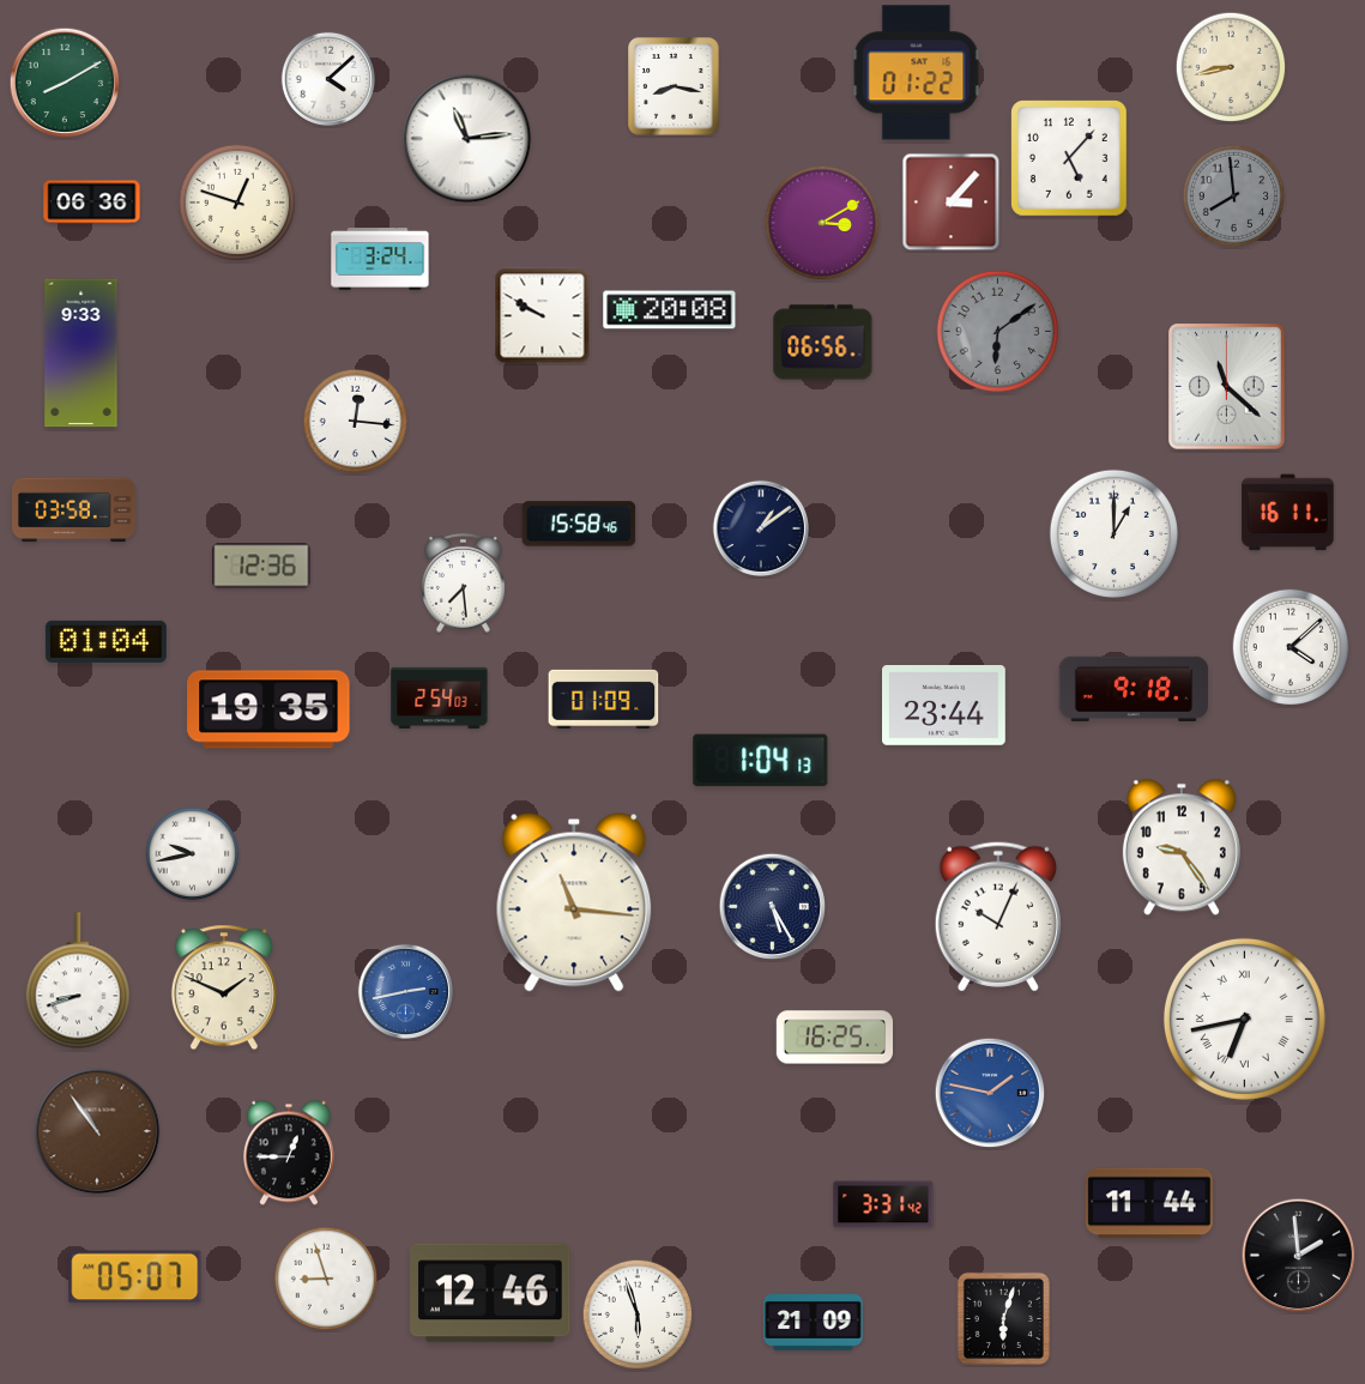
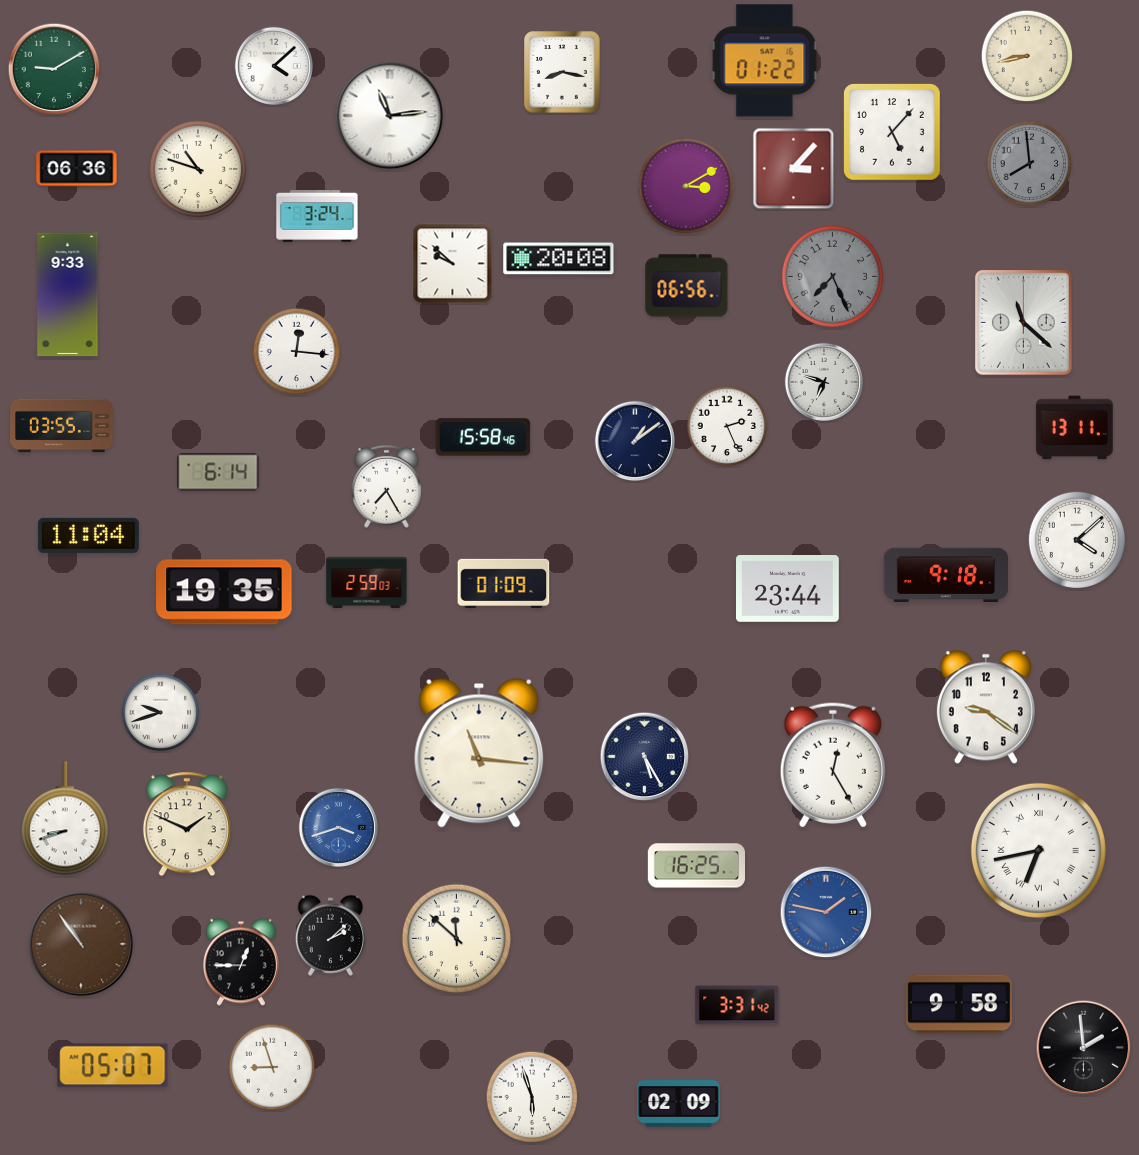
clock at (65, 83): 8:10 -> 9:10
clock at (237, 203): 12:48 -> 10:48
clock at (543, 316): 9:50 -> 9:52
clock at (997, 331): 6:09 -> 7:26
clock at (824, 382): none -> 6:48
clock at (74, 510): 03:58 -> 03:55
clock at (727, 426): none -> 2:26
clock at (1288, 513): 16:11 -> 13:11
clock at (1113, 533): 1:00 -> none
clock at (261, 566): 12:36 -> 6:14
clock at (464, 582): 7:29 -> 7:25
clock at (105, 641): 01:04 -> 11:04
clock at (440, 697): 2:54 -> 2:59
clock at (761, 761): 1:04 -> none
clock at (1182, 847): 9:24 -> 9:21
clock at (193, 854): 9:43 -> 9:42
clock at (998, 917): 10:04 -> 12:25
clock at (405, 991): 2:43 -> 3:42
clock at (330, 935): none -> 2:08
clock at (456, 938): none -> 11:52
clock at (1149, 1203): 11:44 -> 9:58
clock at (491, 1293): 12:46 -> none
clock at (1003, 1318): 6:03 -> none
clock at (814, 1323): 21:09 -> 02:09
